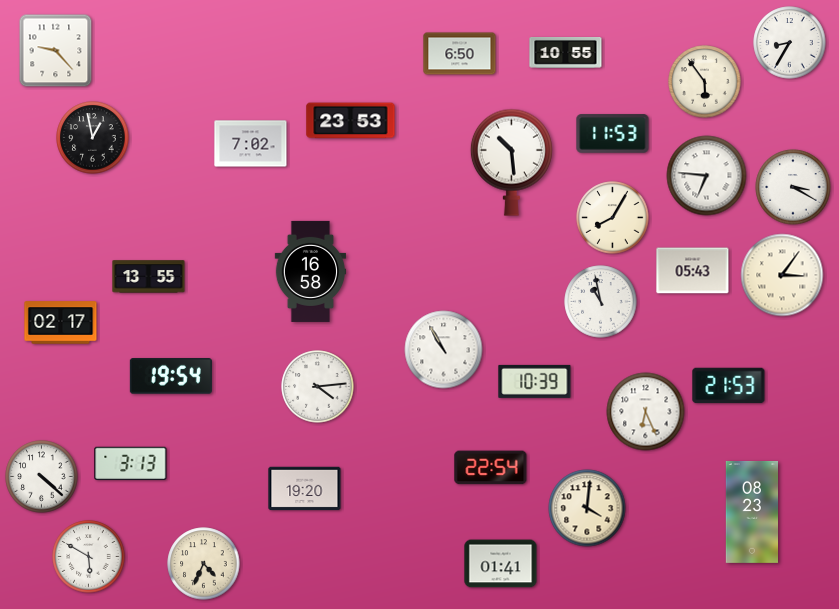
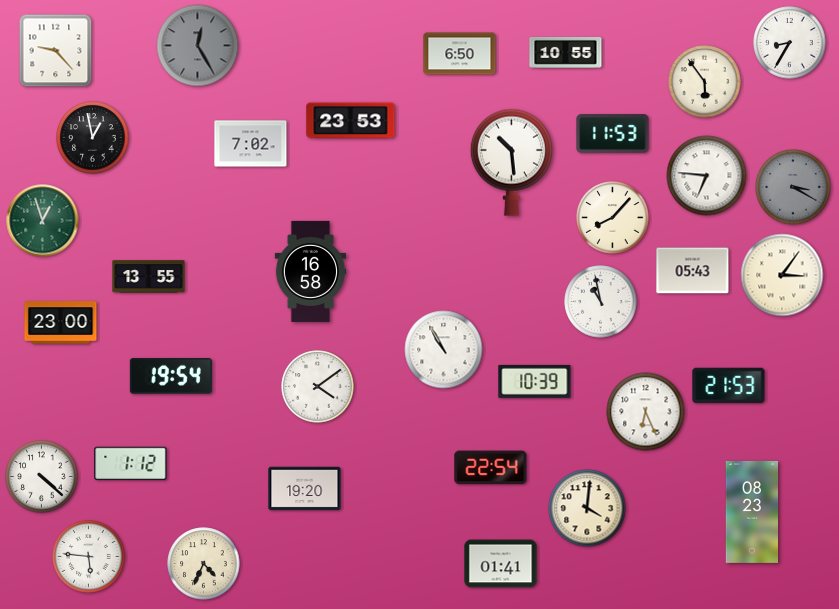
clock at (198, 46): none -> 12:25
clock at (793, 187) dial: white -> grey
clock at (613, 218): 8:05 -> 8:07
clock at (43, 221): none -> 12:57
clock at (61, 323): 02:17 -> 23:00
clock at (318, 387): 4:14 -> 4:09
clock at (131, 463): 3:13 -> 1:12
clock at (89, 557): 5:50 -> 5:46
